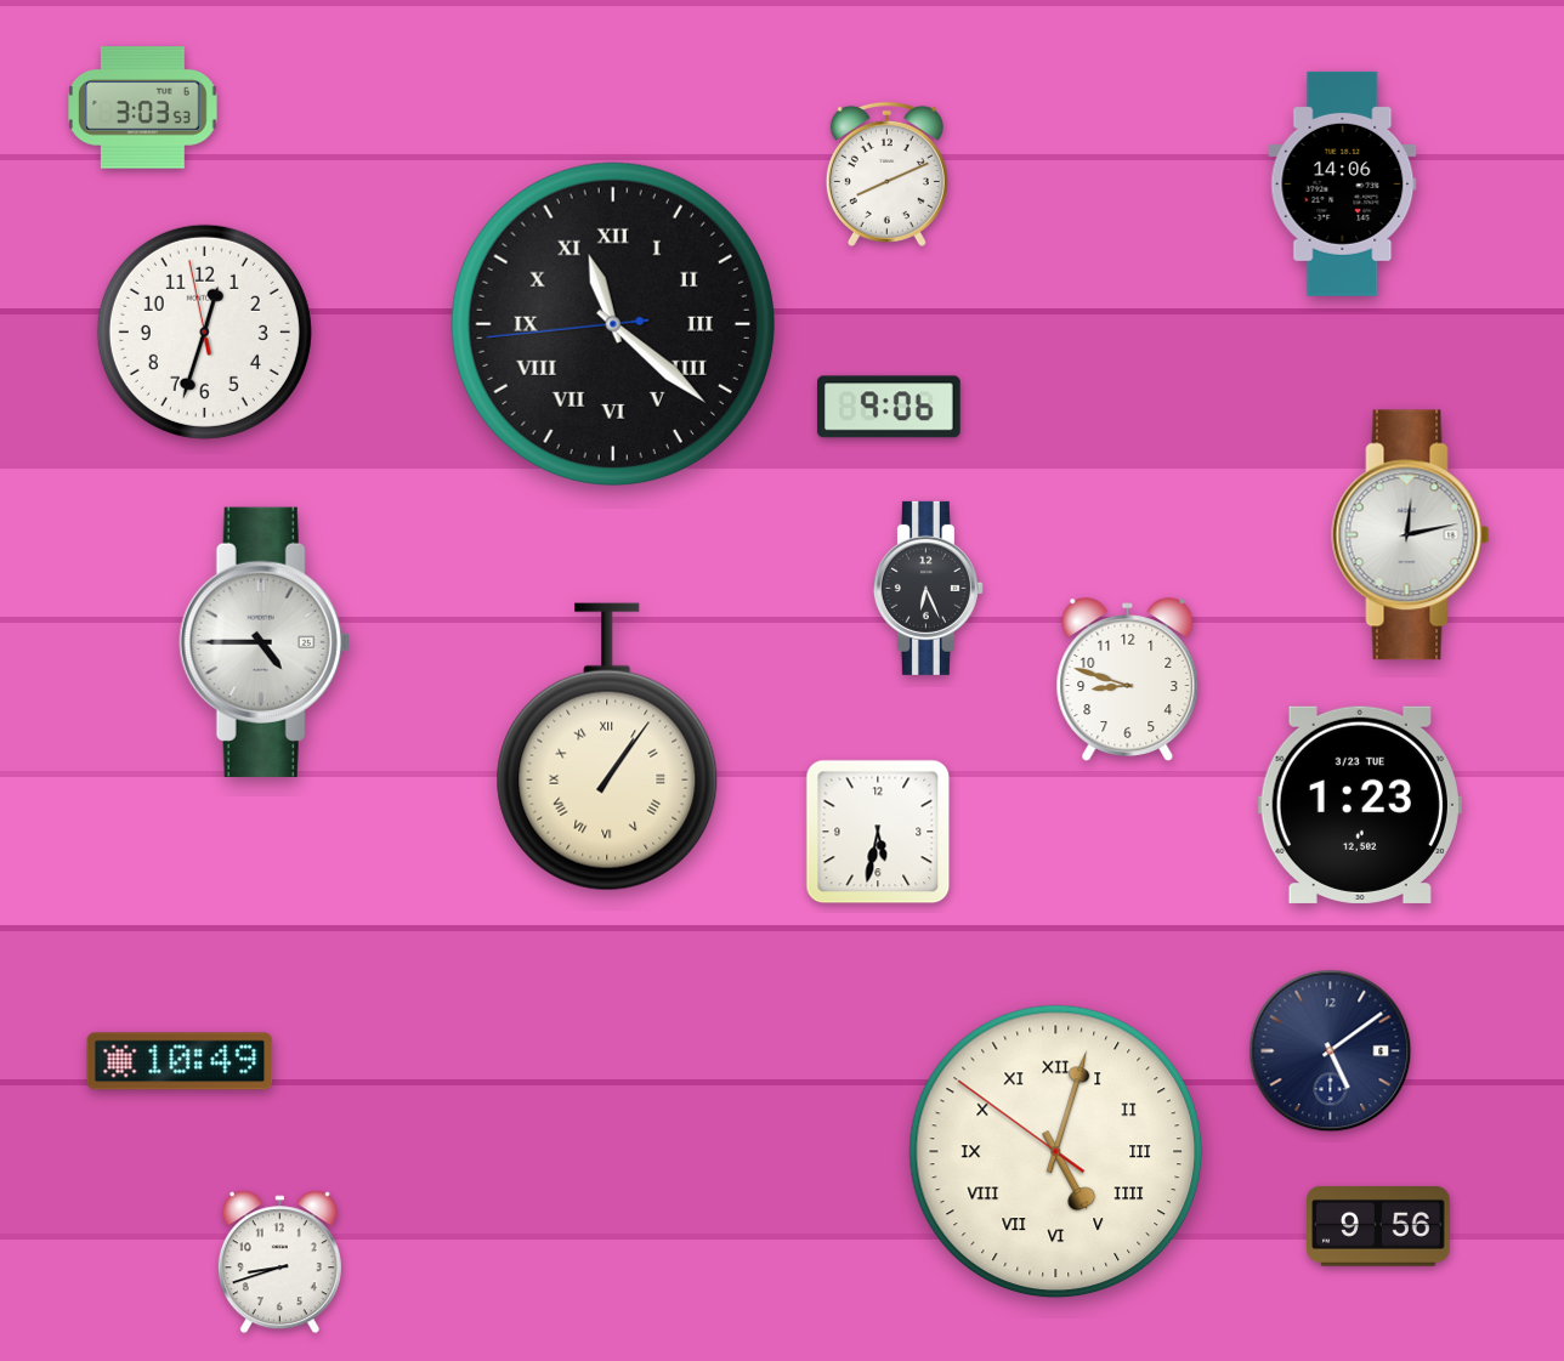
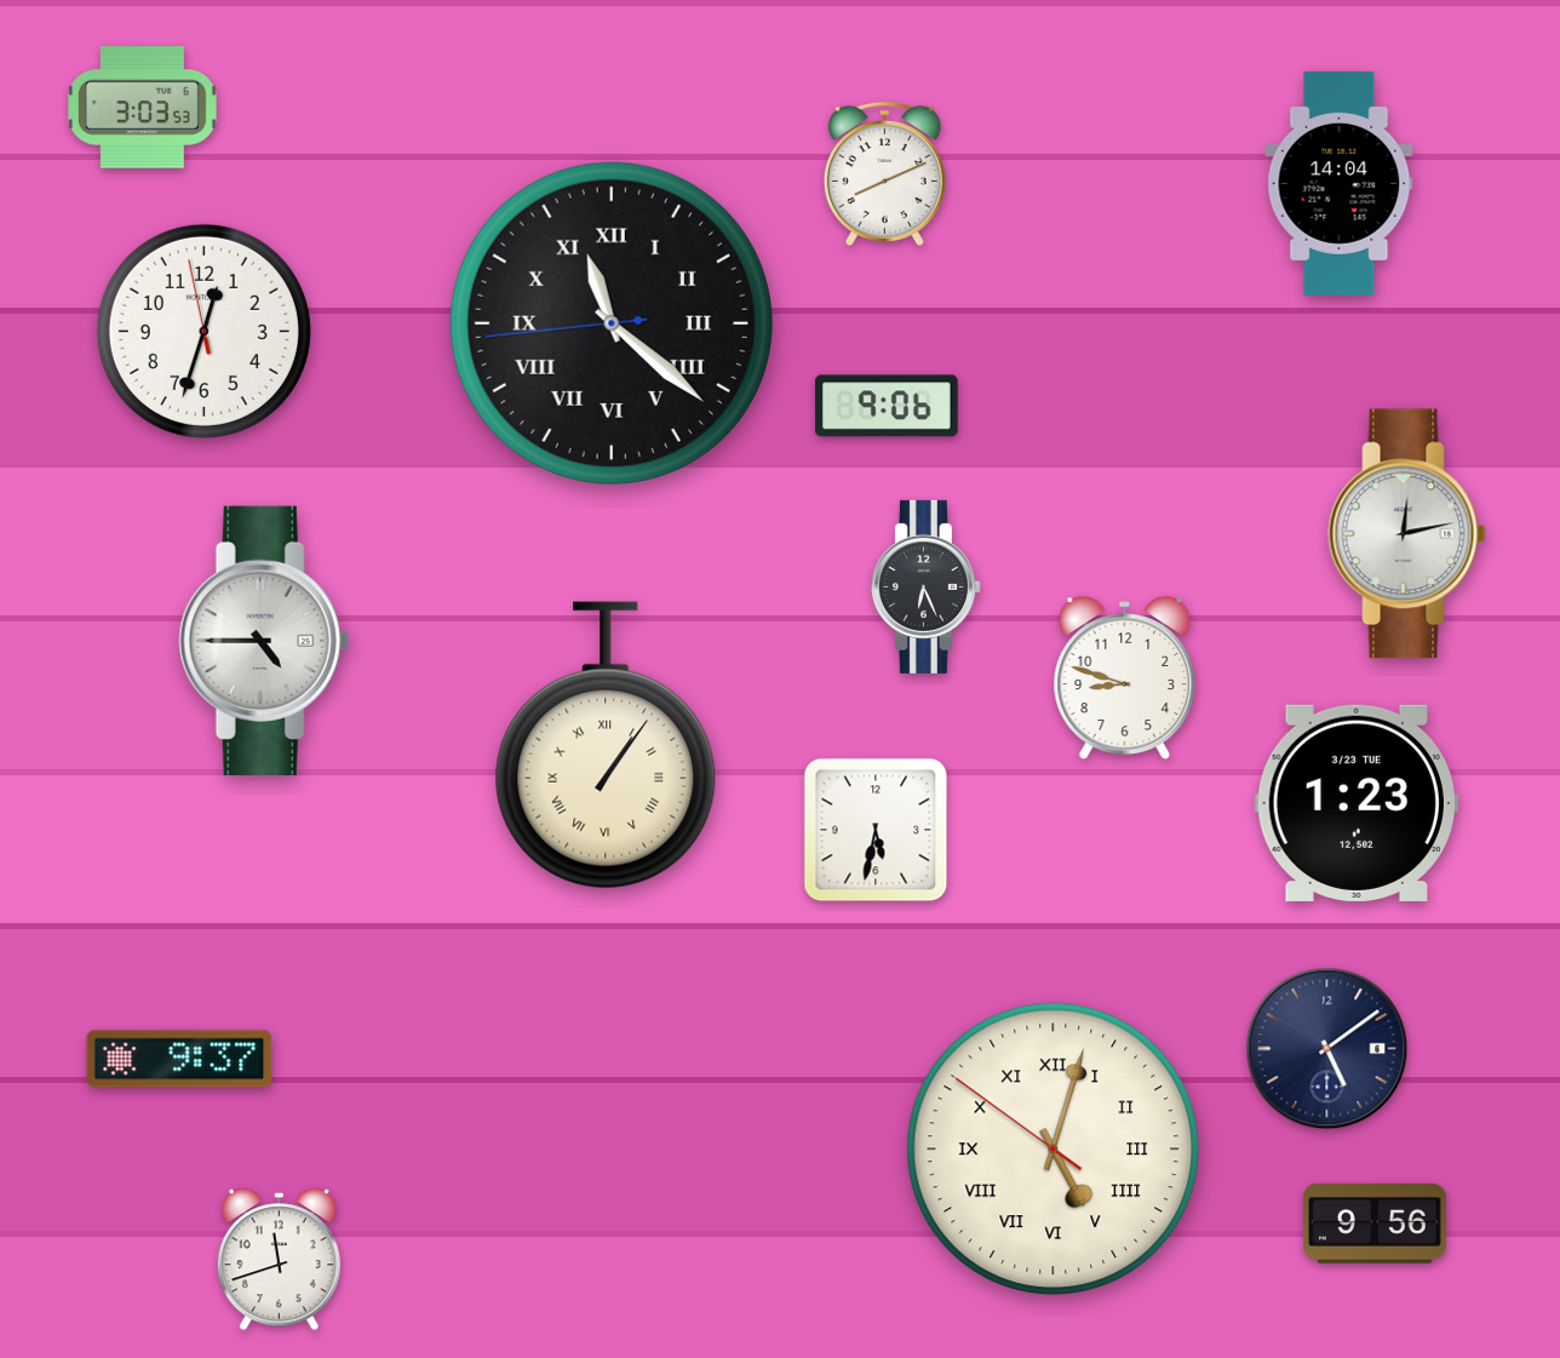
clock at (1343, 183): 14:06 -> 14:04
clock at (180, 1061): 10:49 -> 9:37
clock at (279, 1263): 8:42 -> 11:42
